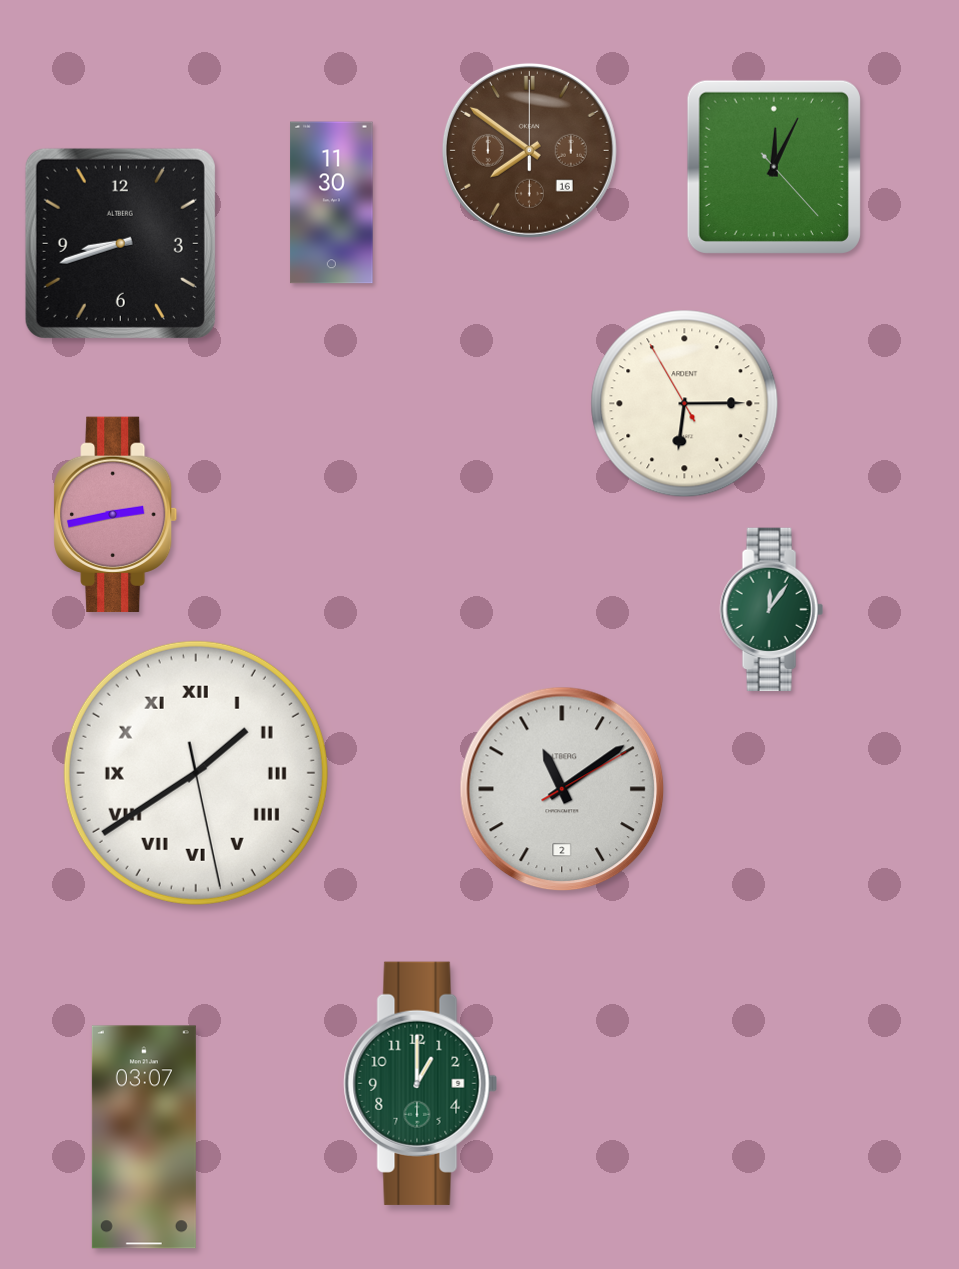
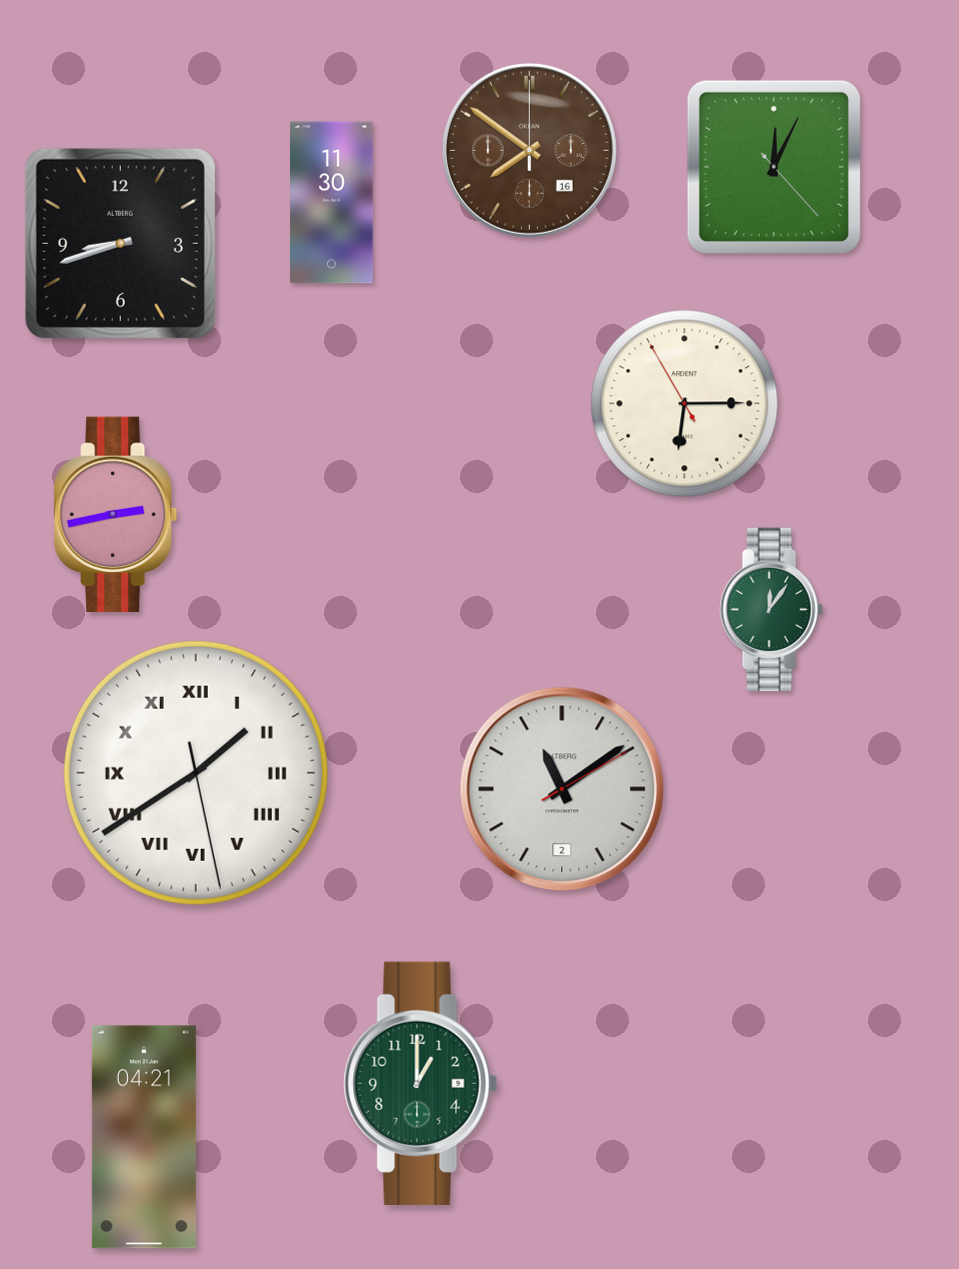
clock at (144, 1137): 03:07 -> 04:21
